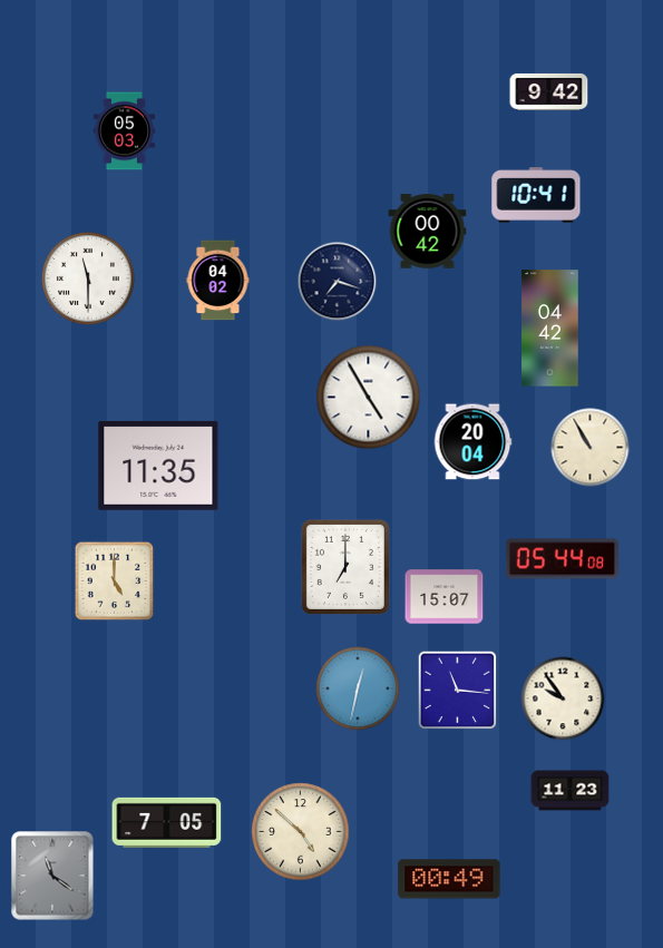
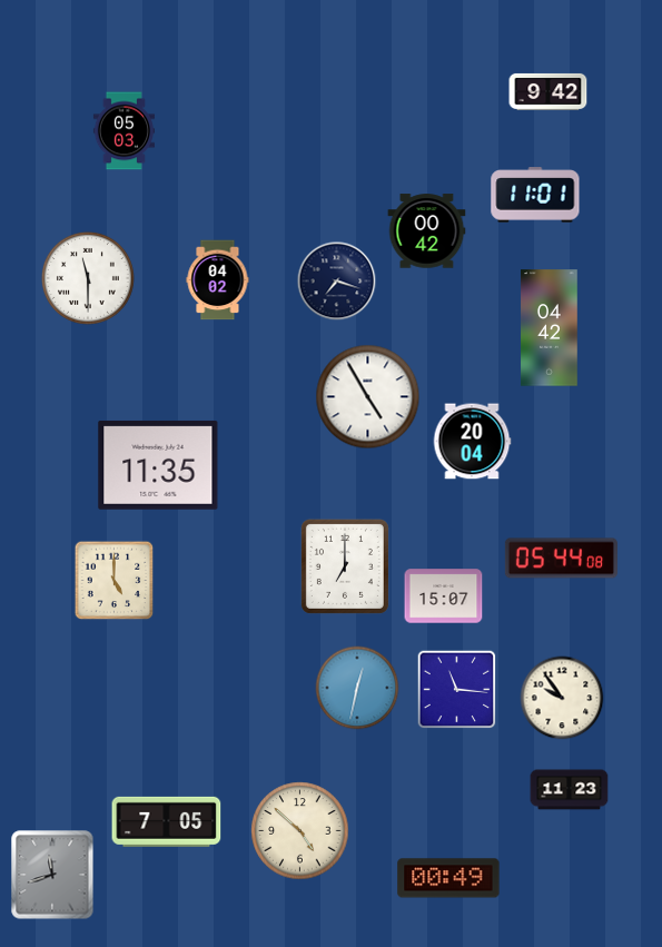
clock at (536, 195): 10:41 -> 11:01
clock at (591, 448): 10:55 -> none
clock at (52, 876): 11:21 -> 11:42
